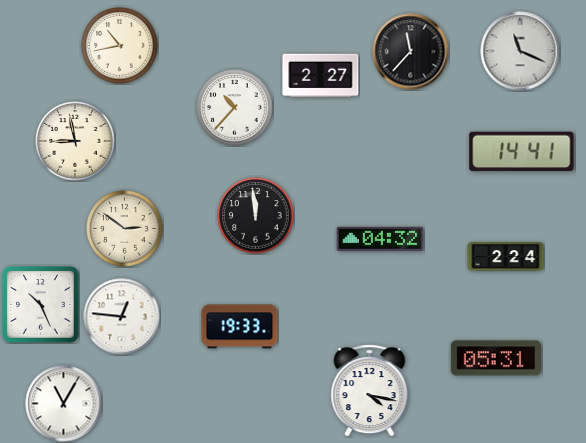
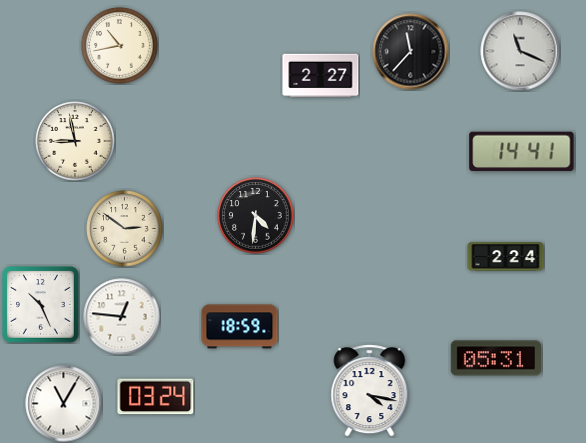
clock at (235, 108): 10:37 -> none
clock at (256, 216): 11:59 -> 4:31
clock at (380, 238): 04:32 -> none
clock at (240, 327): 19:33 -> 18:59
clock at (156, 397): none -> 03:24
